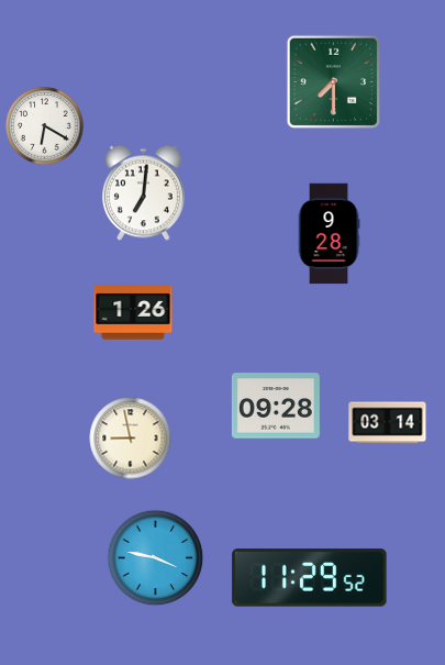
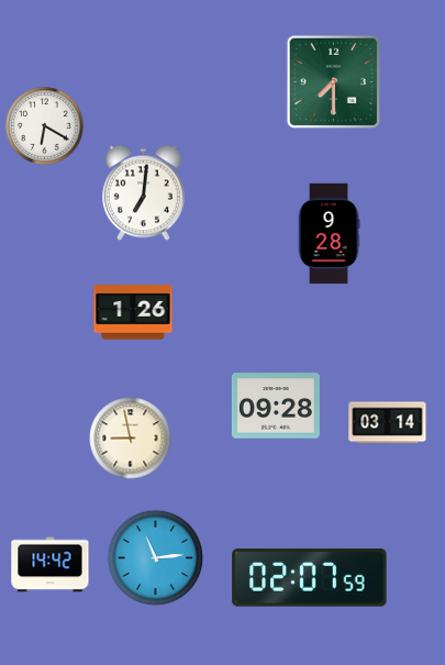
clock at (156, 558): 3:47 -> 11:14
clock at (51, 565): none -> 14:42
clock at (310, 578): 11:29 -> 02:07
